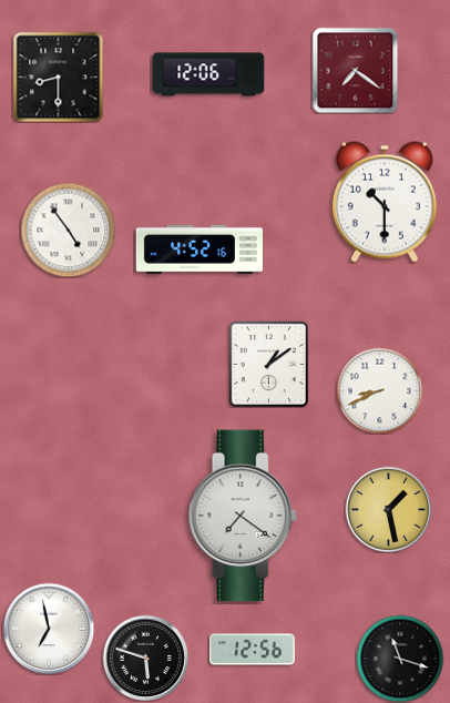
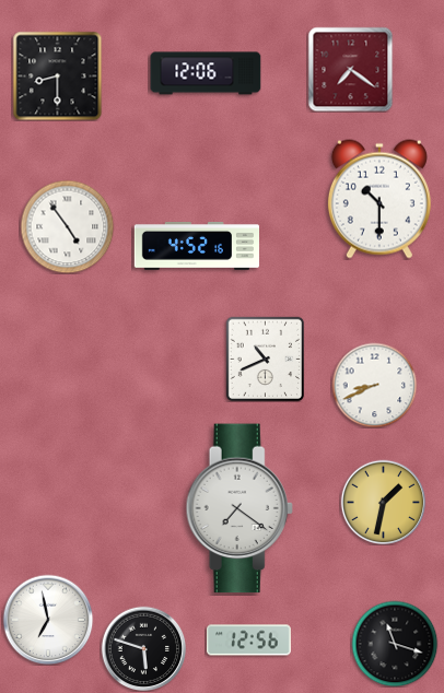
clock at (268, 364): 1:09 -> 10:41
clock at (388, 509): 1:28 -> 1:32
clock at (400, 659) position: (400, 659) -> (395, 644)
